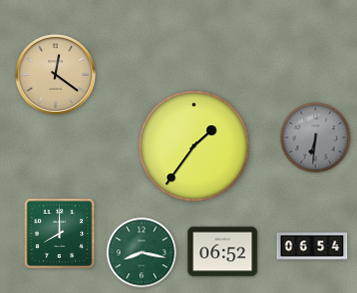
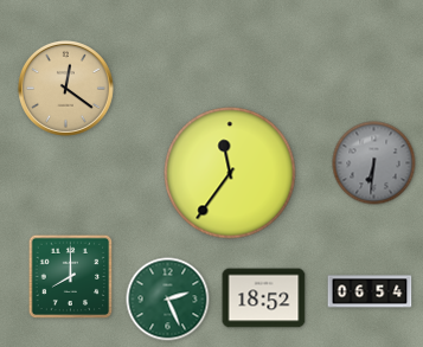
clock at (194, 146): 1:36 -> 11:36
clock at (223, 252): 06:52 -> 18:52
clock at (142, 253): 8:17 -> 2:26
